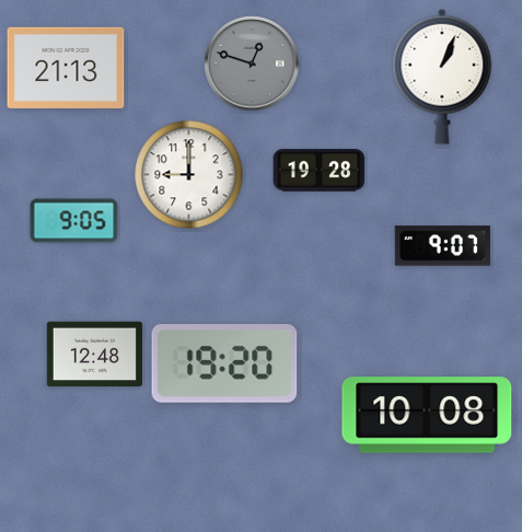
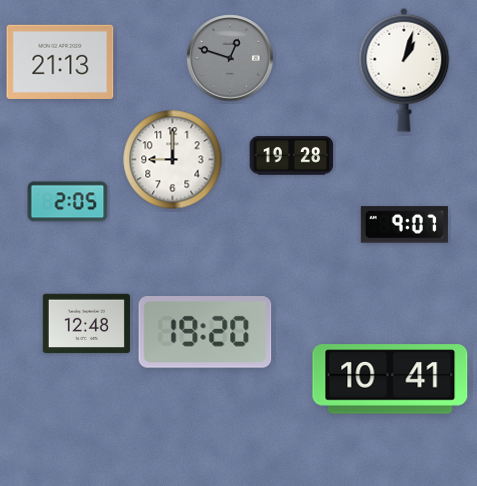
clock at (442, 77): 1:04 -> 1:03
clock at (74, 221): 9:05 -> 2:05
clock at (427, 415): 10:08 -> 10:41
